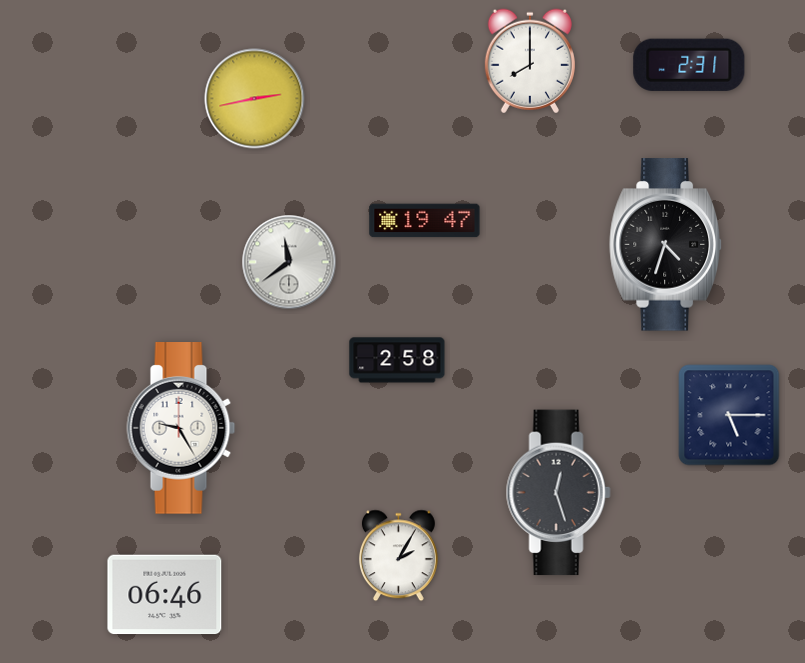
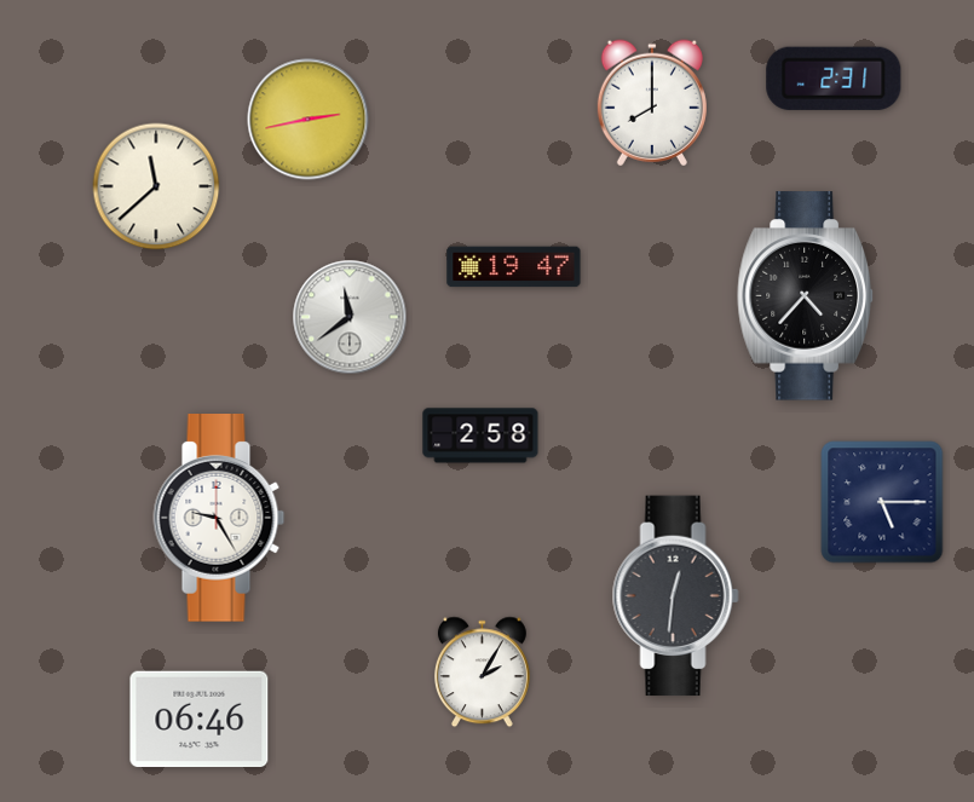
clock at (530, 61) position: (530, 61) -> (652, 103)
clock at (156, 186): none -> 11:38
clock at (665, 245): 4:33 -> 4:37
clock at (558, 493): 12:27 -> 12:31
